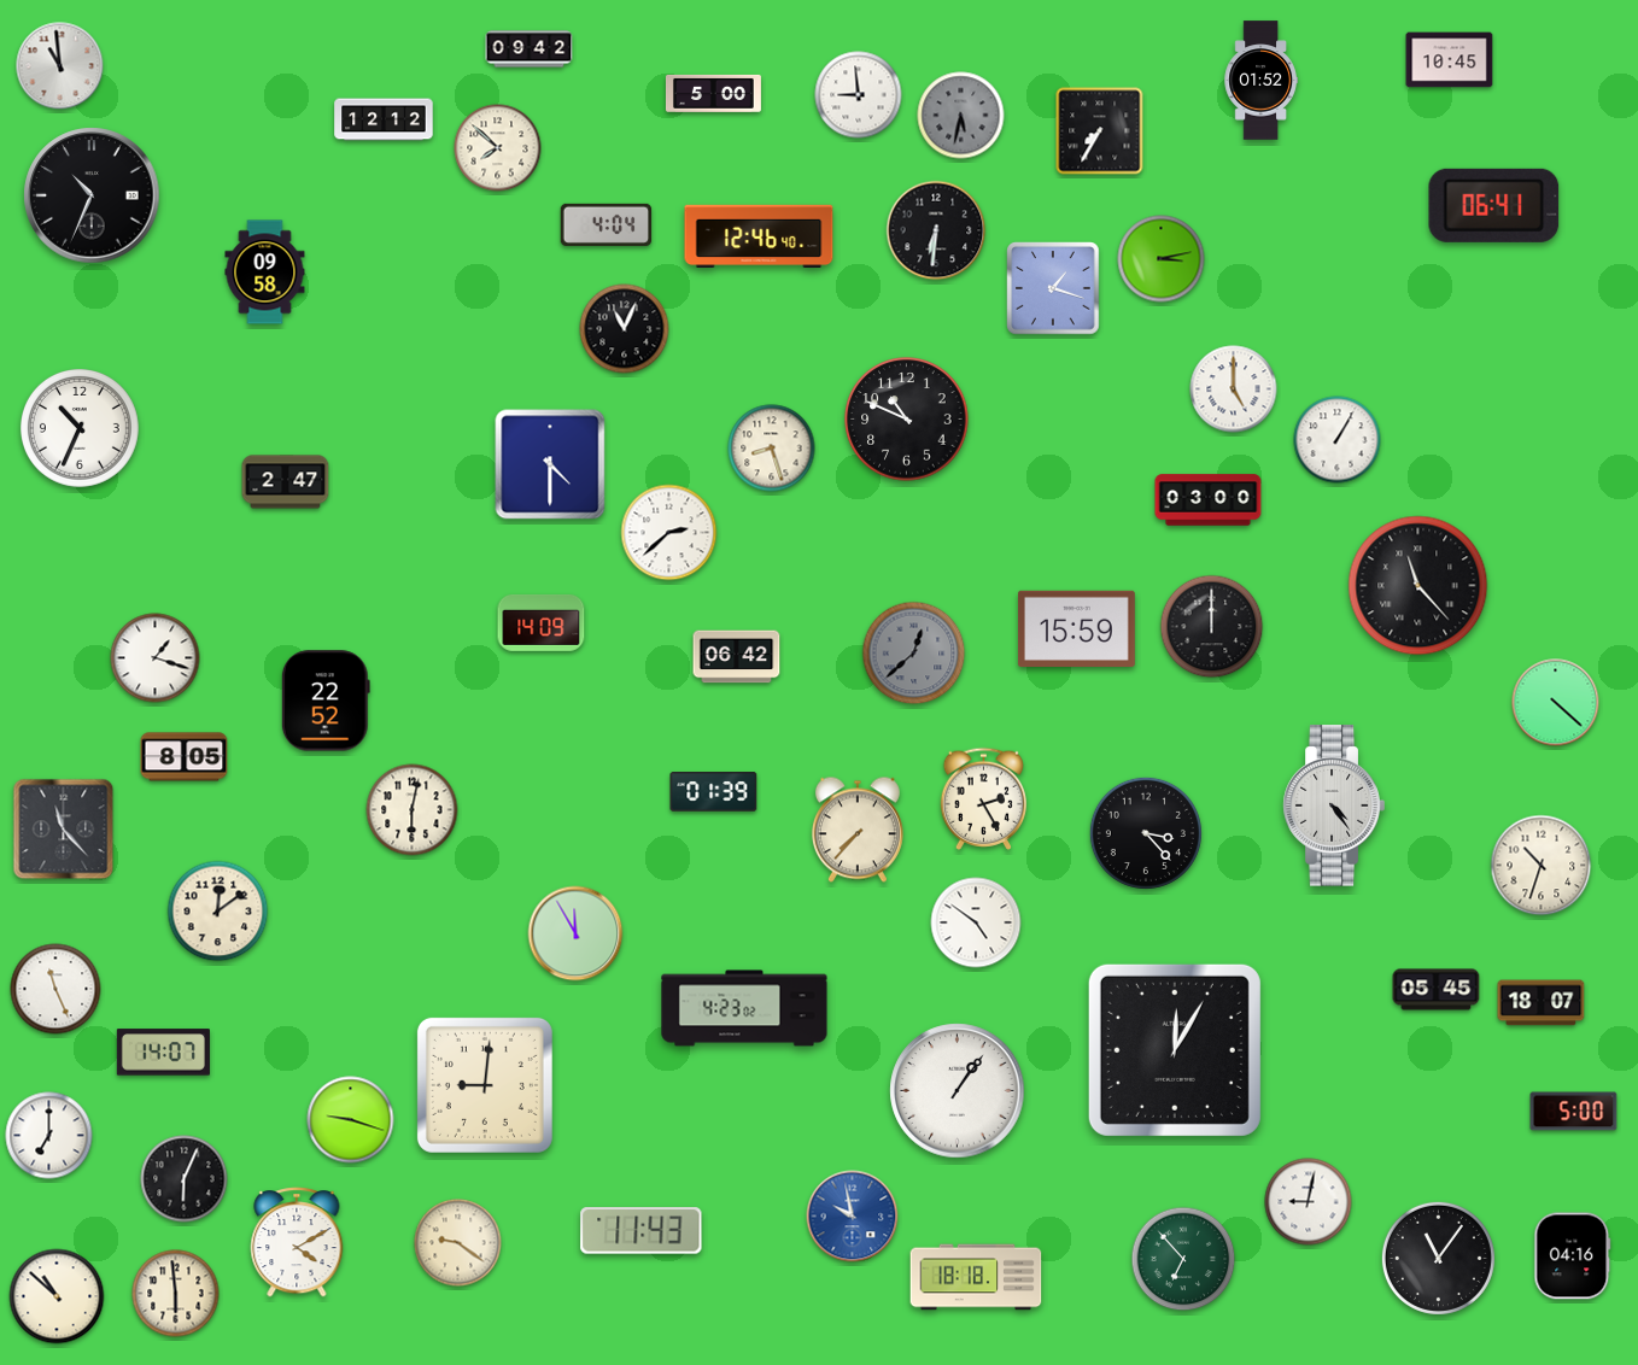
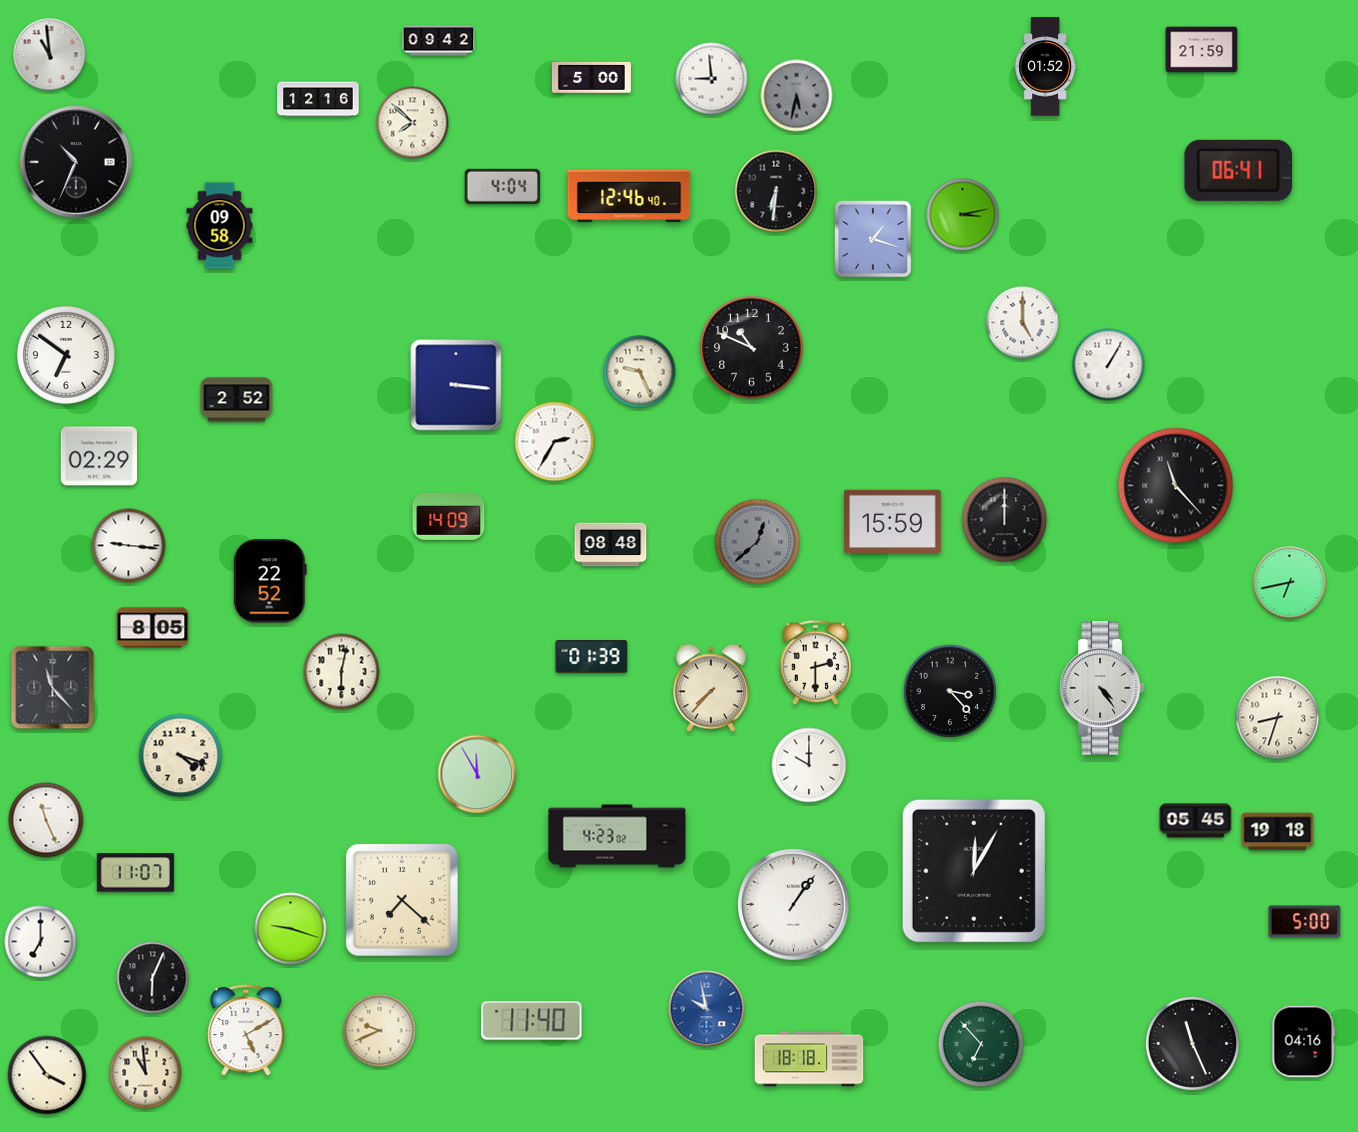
clock at (1450, 60): 10:45 -> 21:59
clock at (384, 119): 12:12 -> 12:16
clock at (1100, 131): 7:35 -> none
clock at (625, 329): 11:04 -> none
clock at (81, 429): 10:34 -> 6:51
clock at (772, 449): 8:27 -> 9:26
clock at (550, 464): 4:30 -> 3:16
clock at (286, 482): 2:47 -> 2:52
clock at (1209, 500): 03:00 -> none
clock at (669, 533): 2:38 -> 2:35
clock at (98, 456): none -> 02:29
clock at (737, 657): 06:42 -> 08:48
clock at (156, 658): 1:18 -> 9:16
clock at (1556, 703): 4:22 -> 6:43
clock at (983, 798): 2:25 -> 2:30
clock at (1334, 805) position: (1334, 805) -> (1102, 688)
clock at (1542, 866): 10:33 -> 8:33
clock at (218, 912): 12:09 -> 4:18
clock at (976, 922): 4:51 -> 10:00
clock at (1437, 990) position: (1437, 990) -> (1196, 821)
clock at (1542, 1003): 18:07 -> 19:18
clock at (163, 1053): 14:07 -> 11:07
clock at (485, 1085): 9:01 -> 7:22
clock at (1309, 1202): 9:02 -> none
clock at (642, 1231): 11:43 -> 11:40
clock at (297, 1243): 4:10 -> 5:10
clock at (458, 1243): 9:21 -> 9:41
clock at (1438, 1258): 11:06 -> 11:26
clock at (176, 1294): 5:59 -> 10:59
clock at (57, 1296): 10:52 -> 3:54
